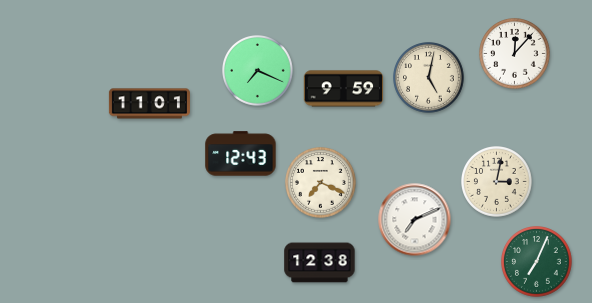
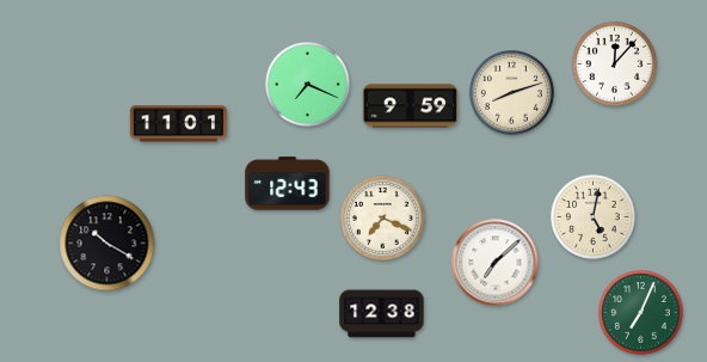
clock at (429, 78): 5:02 -> 8:12
clock at (497, 182): 3:02 -> 5:02
clock at (107, 244): none -> 10:20
clock at (415, 220): 7:11 -> 7:08
